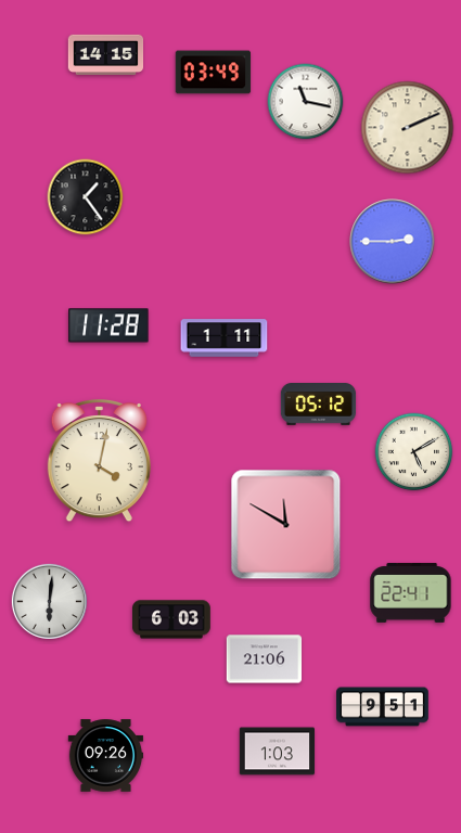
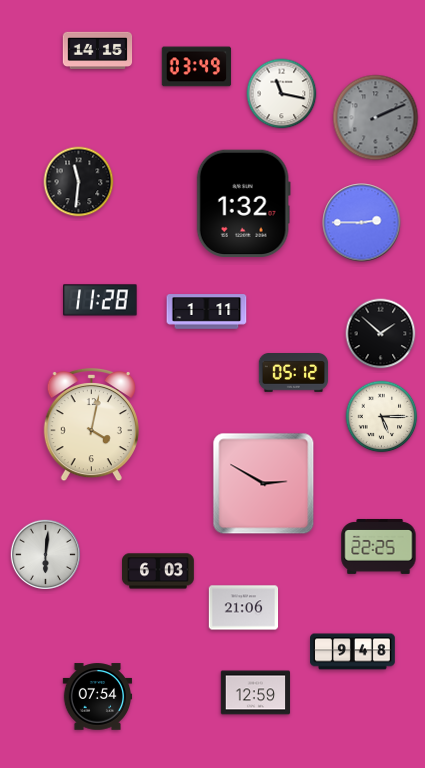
clock at (408, 128) dial: cream -> grey
clock at (86, 197): 1:24 -> 11:31
clock at (243, 203): none -> 1:32
clock at (381, 334): none -> 1:52
clock at (414, 452): 5:10 -> 5:15
clock at (286, 525): 11:50 -> 2:50
clock at (411, 592): 22:41 -> 22:25
clock at (383, 707): 9:51 -> 9:48
clock at (278, 752): 1:03 -> 12:59
clock at (106, 756): 09:26 -> 07:54
